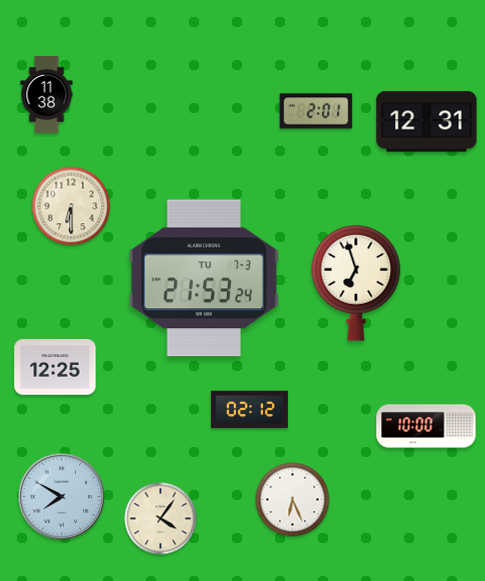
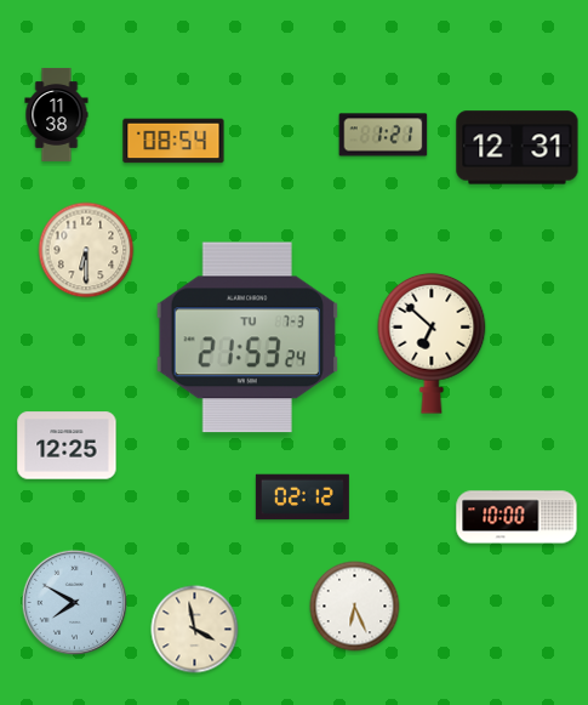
clock at (316, 111): 2:01 -> 1:21
clock at (173, 141): none -> 08:54
clock at (356, 283): 6:57 -> 6:52
clock at (161, 519): 4:06 -> 3:58
